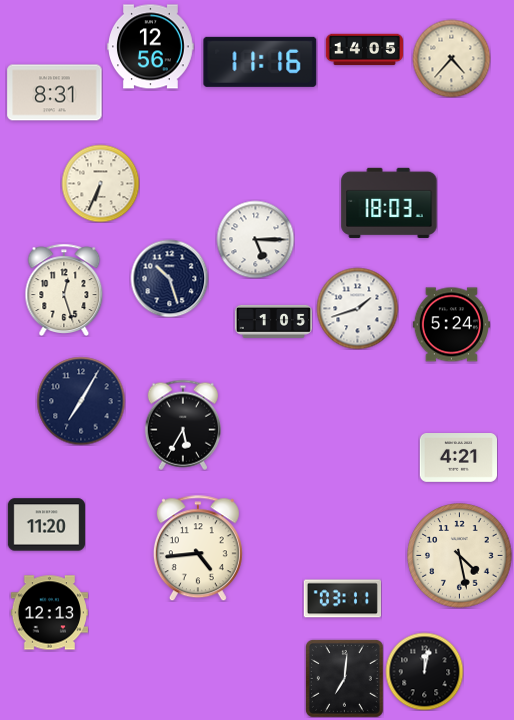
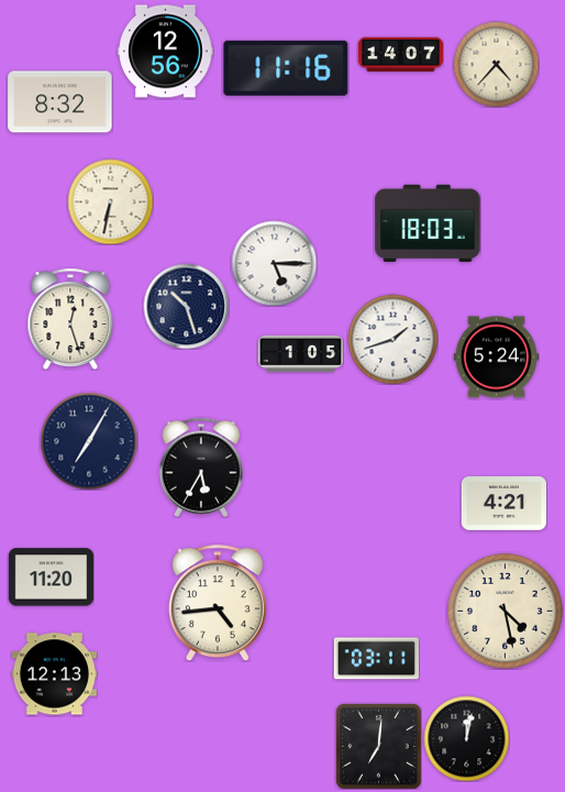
clock at (364, 50): 14:05 -> 14:07
clock at (55, 93): 8:31 -> 8:32
clock at (100, 183): 6:34 -> 6:32
clock at (255, 239) position: (255, 239) -> (274, 263)
